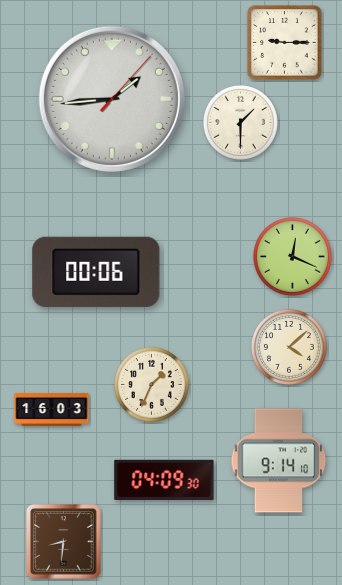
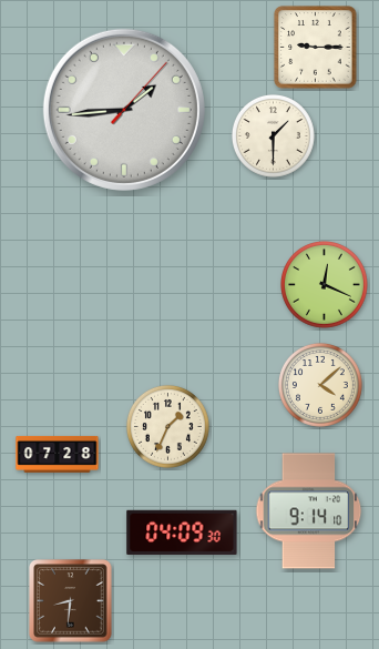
clock at (240, 122) position: (240, 122) -> (273, 135)
clock at (96, 272): 00:06 -> none
clock at (52, 409): 16:03 -> 07:28
